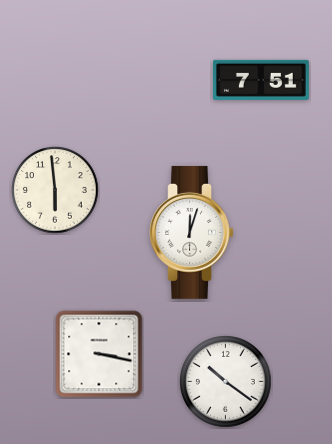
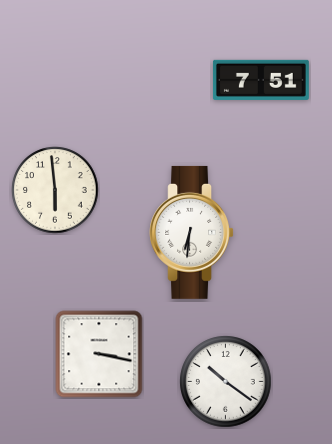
clock at (191, 232): 12:03 -> 6:31
